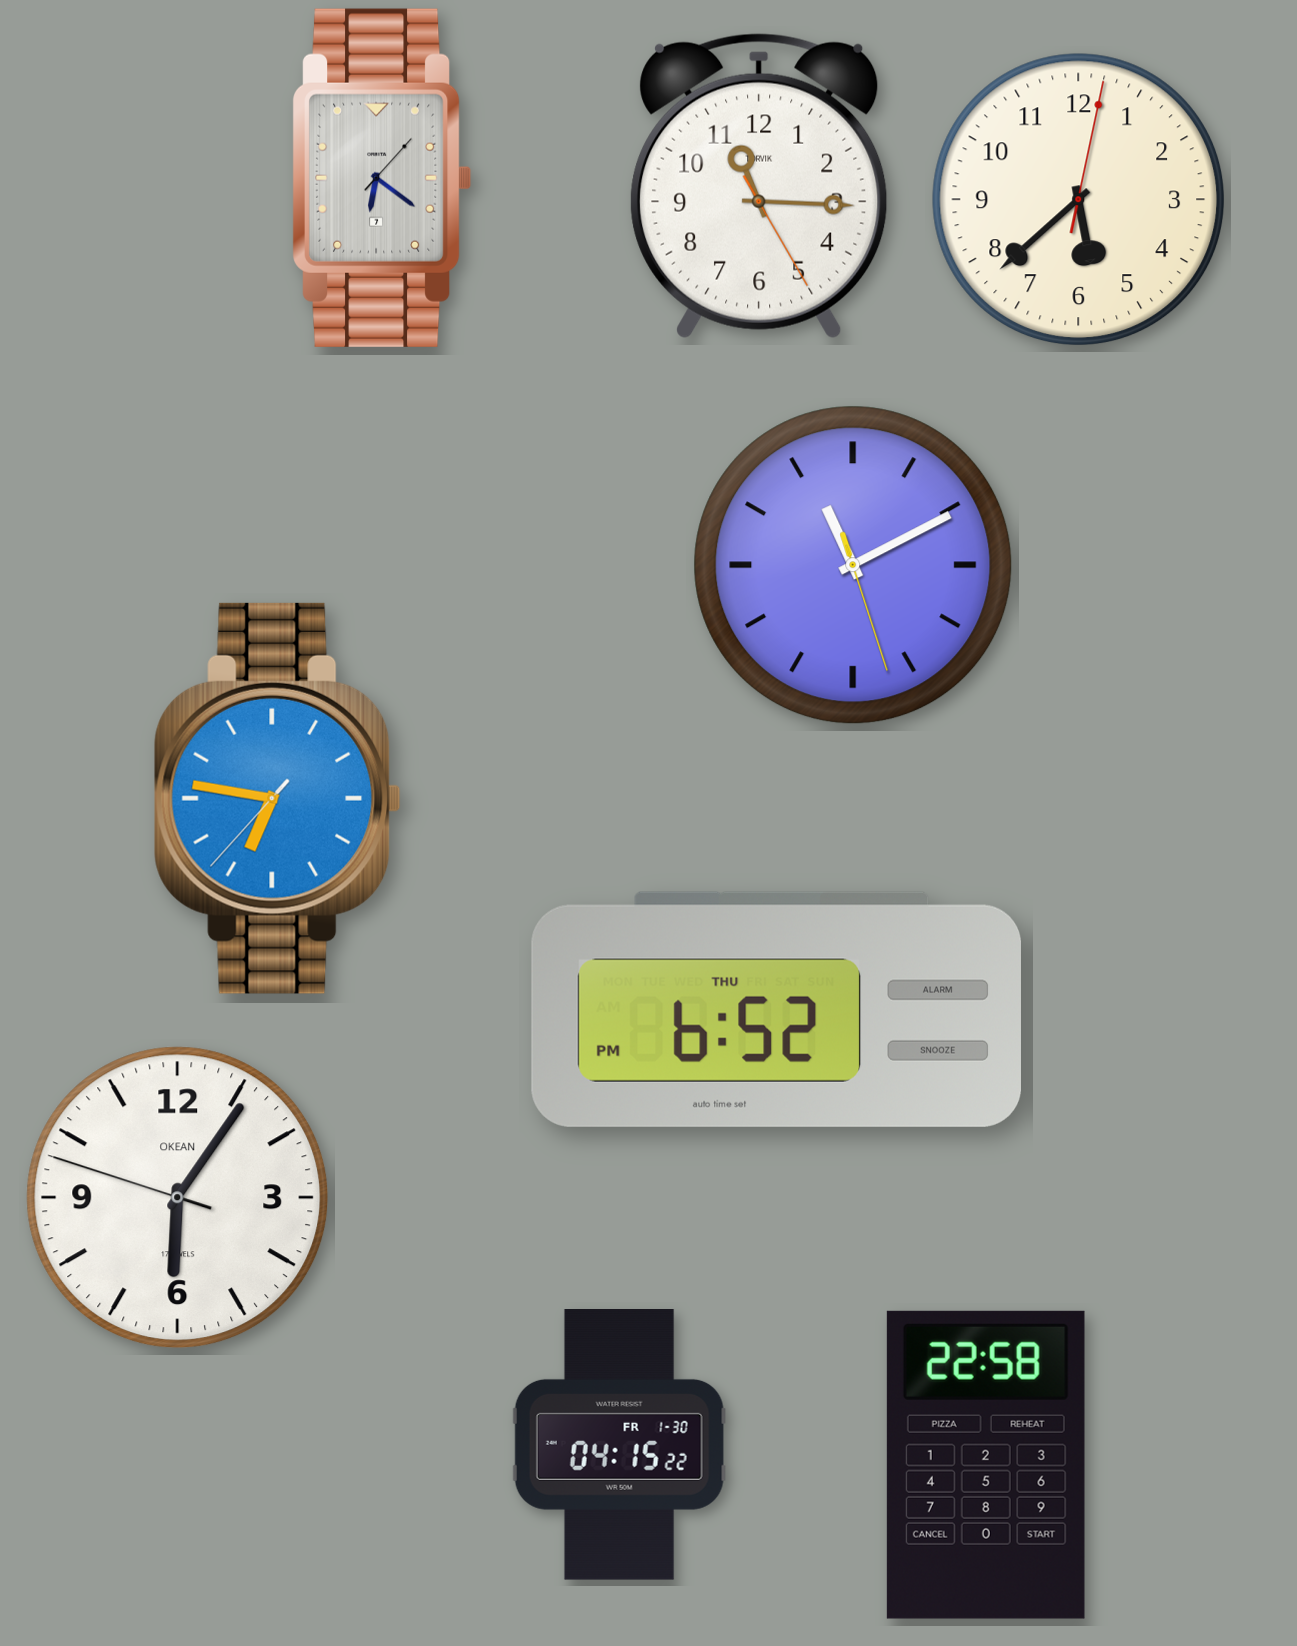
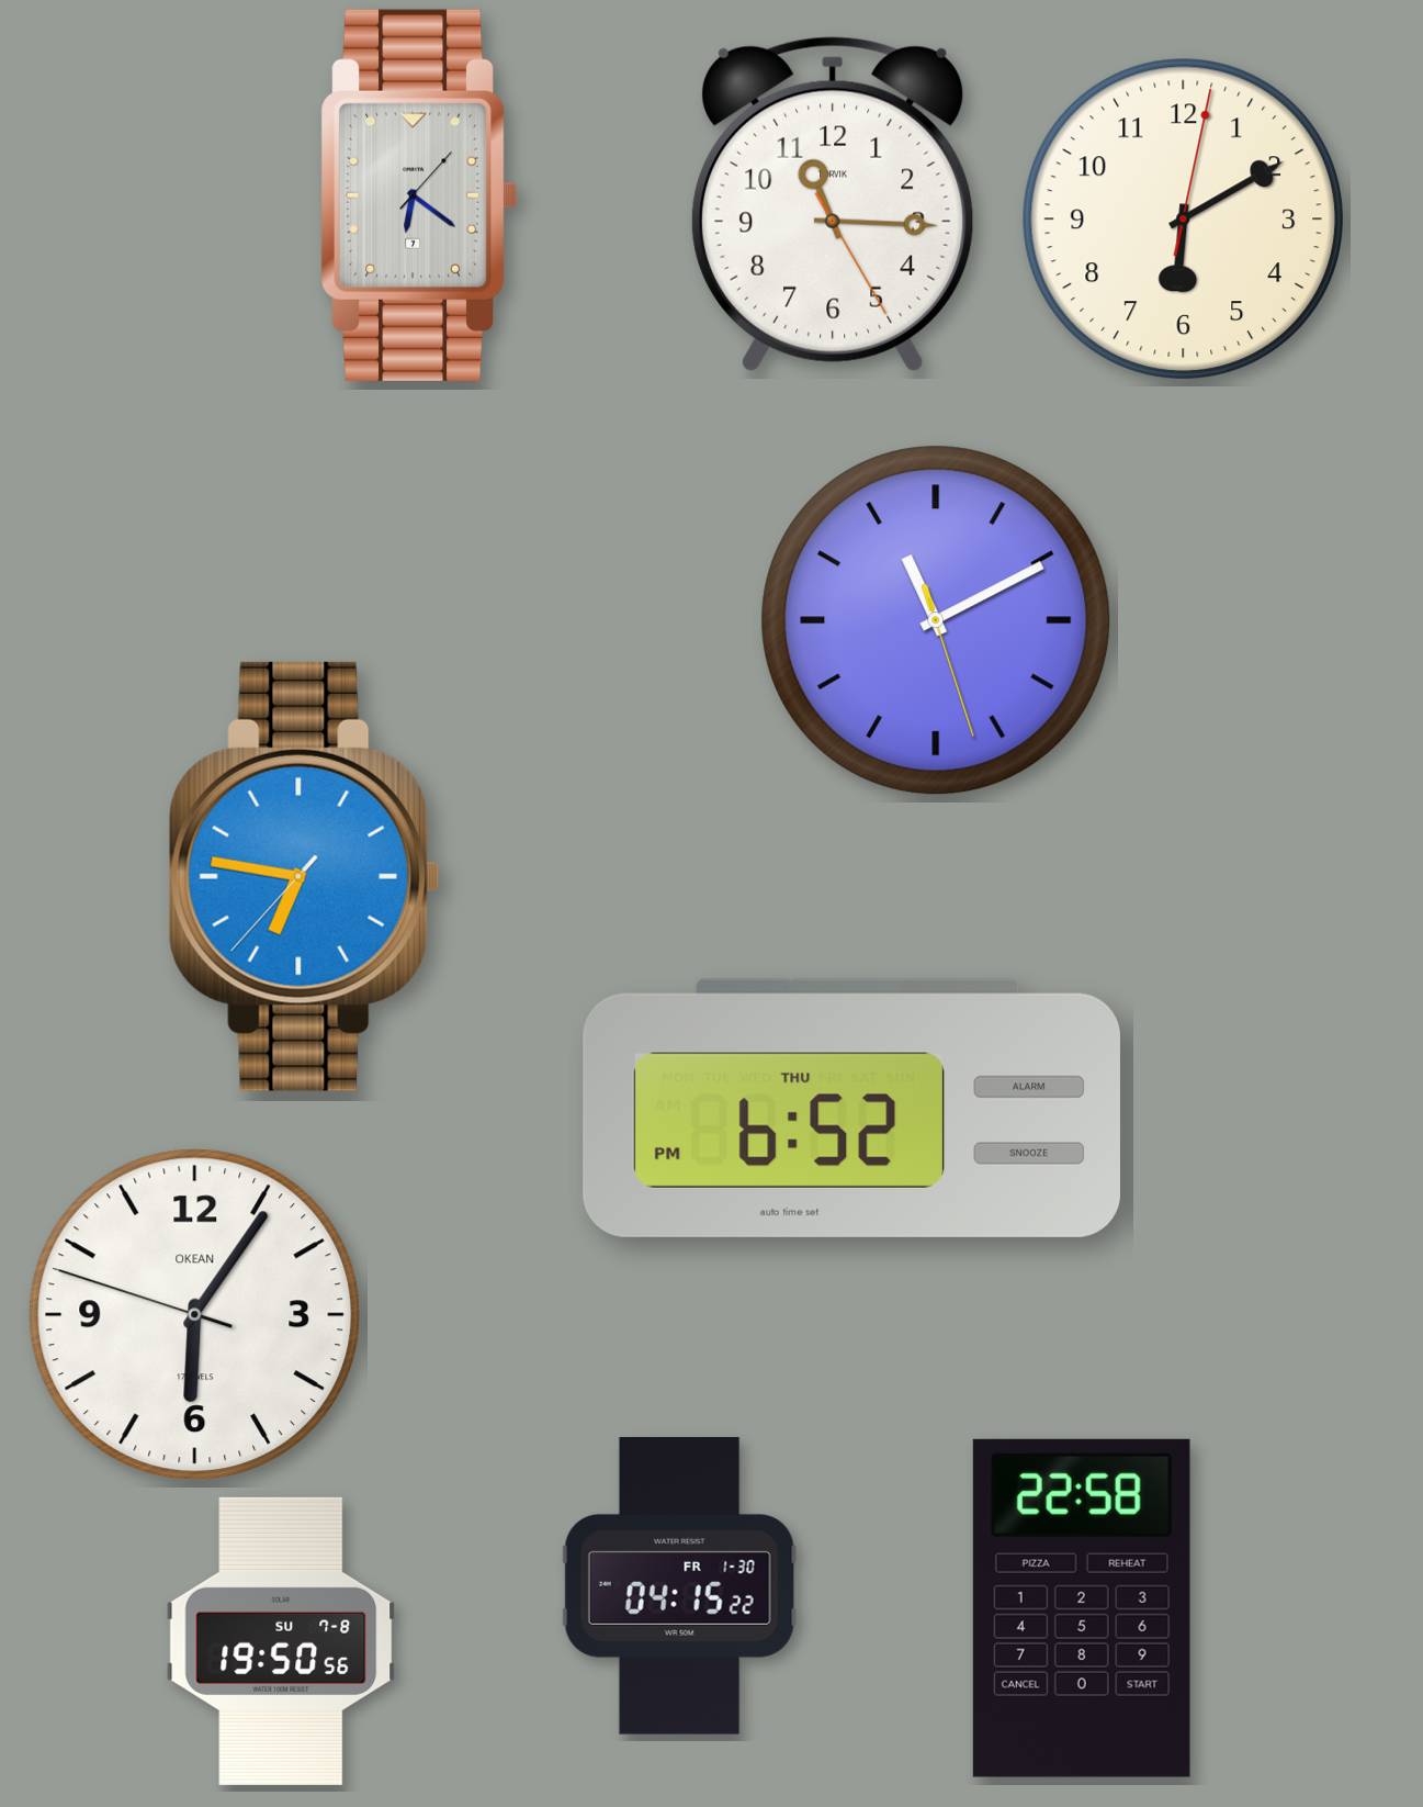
clock at (1079, 200): 5:38 -> 6:10
clock at (281, 1641): none -> 19:50
